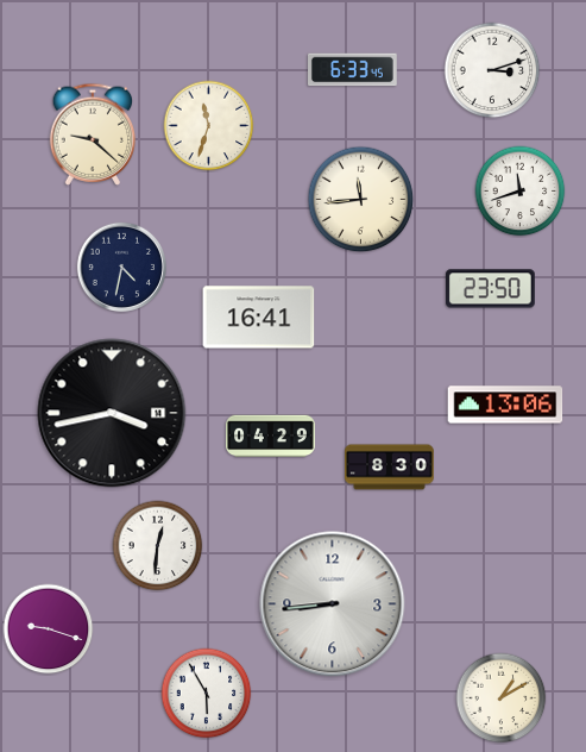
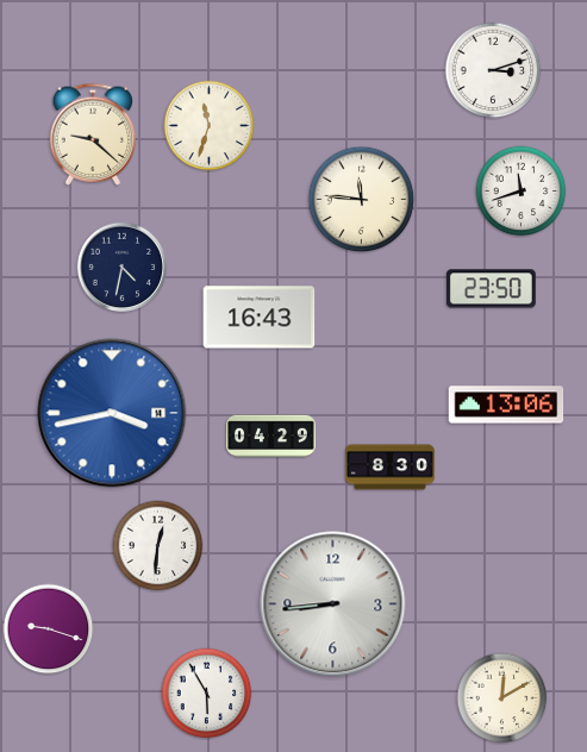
clock at (353, 70): 6:33 -> none
clock at (361, 200): 11:44 -> 11:46
clock at (259, 318): 16:41 -> 16:43
clock at (112, 413) dial: black -> blue
clock at (502, 698): 1:10 -> 12:10
